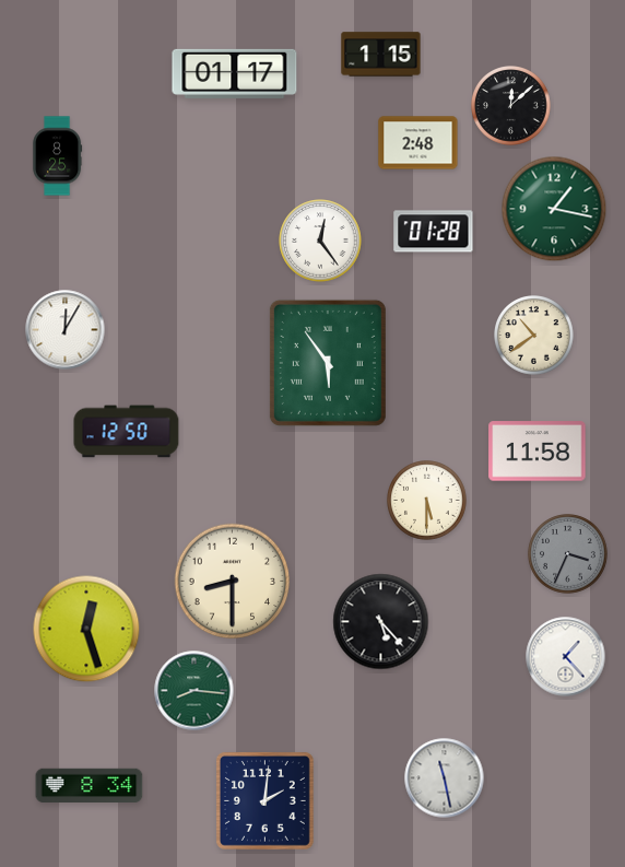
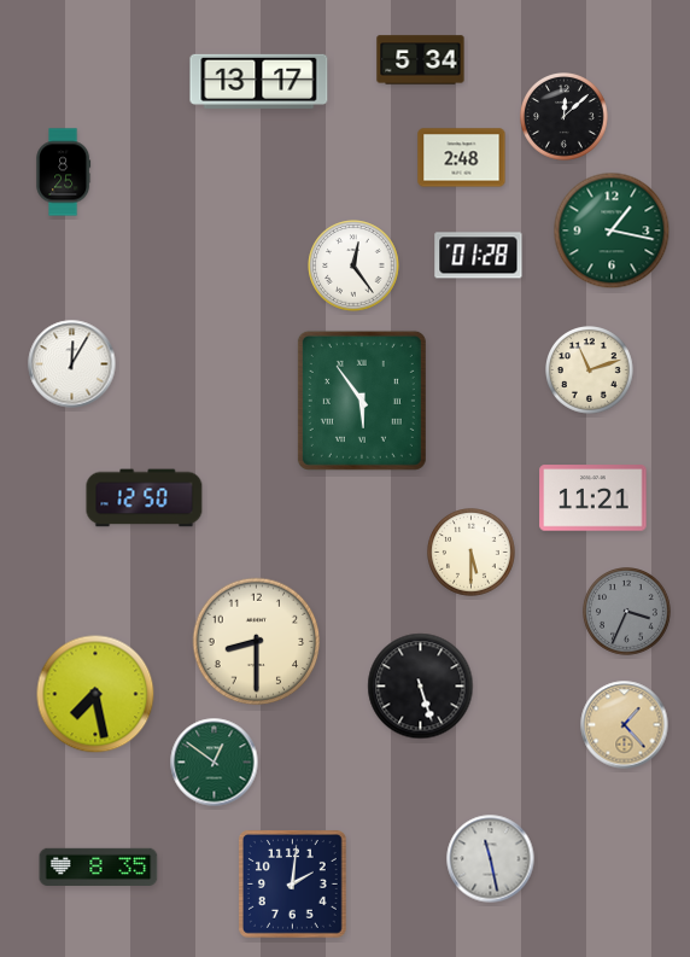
clock at (381, 55): 1:15 -> 5:34
clock at (235, 73): 01:17 -> 13:17
clock at (534, 336): 10:39 -> 11:12
clock at (127, 432) position: (127, 432) -> (145, 498)
clock at (538, 452): 11:58 -> 11:21
clock at (381, 622): 5:23 -> 5:27
clock at (86, 629): 12:27 -> 7:28
clock at (566, 657) dial: white -> champagne
clock at (194, 691): 8:16 -> 12:51
clock at (90, 785): 8:34 -> 8:35
